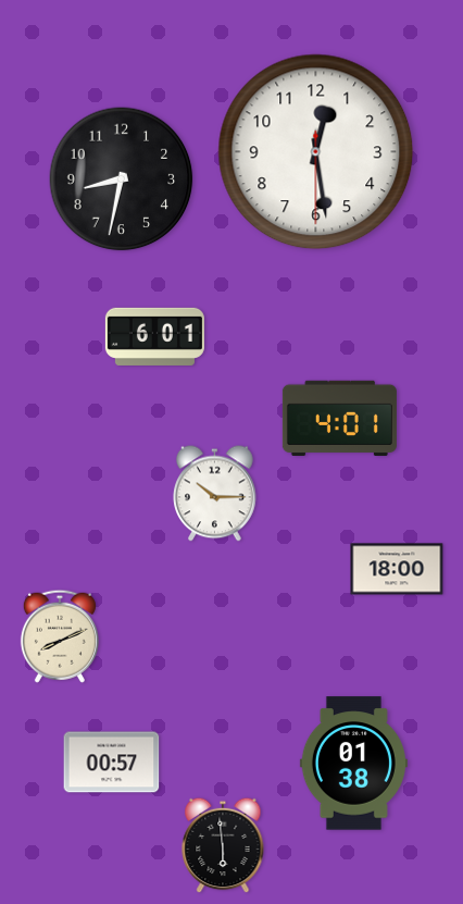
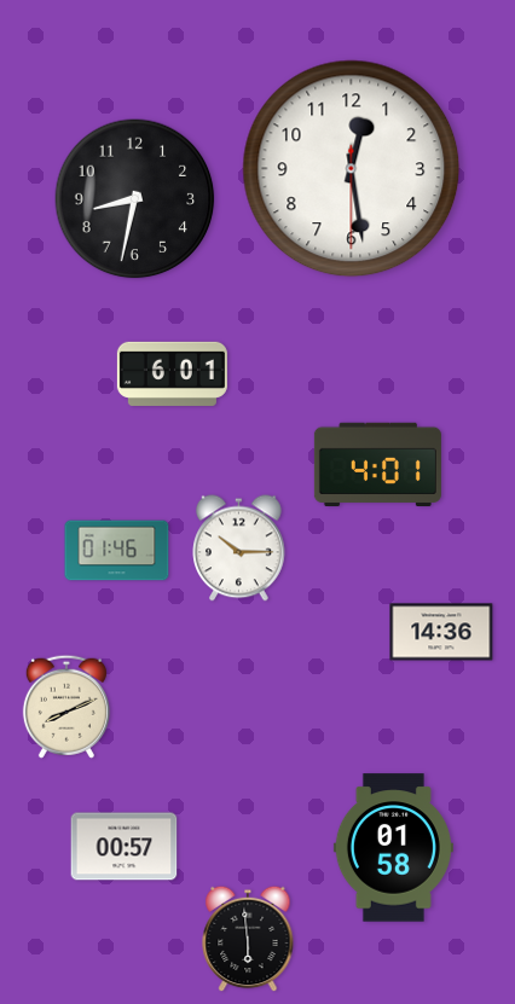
clock at (117, 551): none -> 01:46
clock at (397, 569): 18:00 -> 14:36
clock at (353, 764): 01:38 -> 01:58
